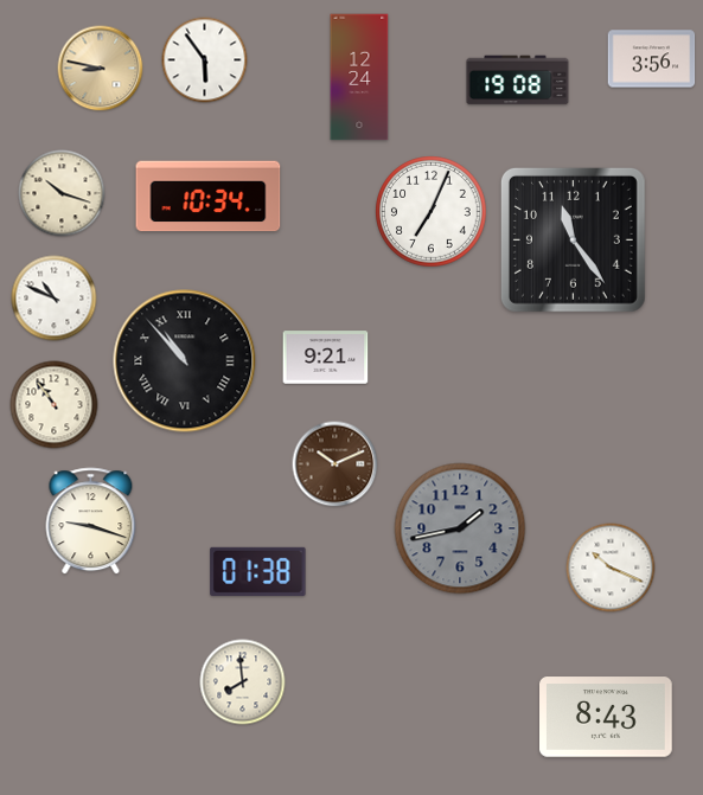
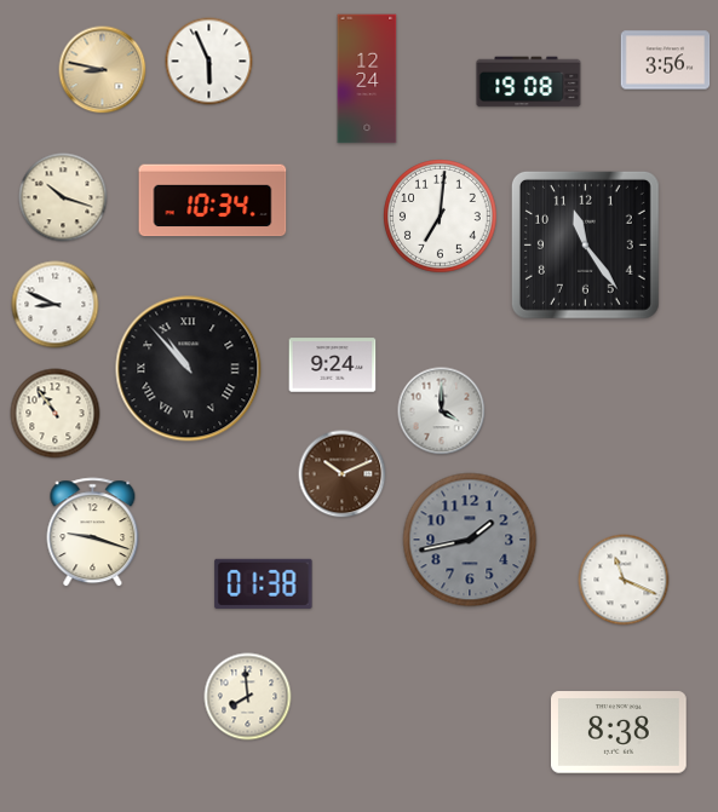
clock at (205, 60): 5:54 -> 5:56
clock at (432, 212): 7:04 -> 7:01
clock at (55, 299): 10:49 -> 8:49
clock at (326, 358): 9:21 -> 9:24
clock at (442, 411): none -> 4:00
clock at (611, 568): 10:19 -> 11:19
clock at (607, 717): 8:43 -> 8:38
